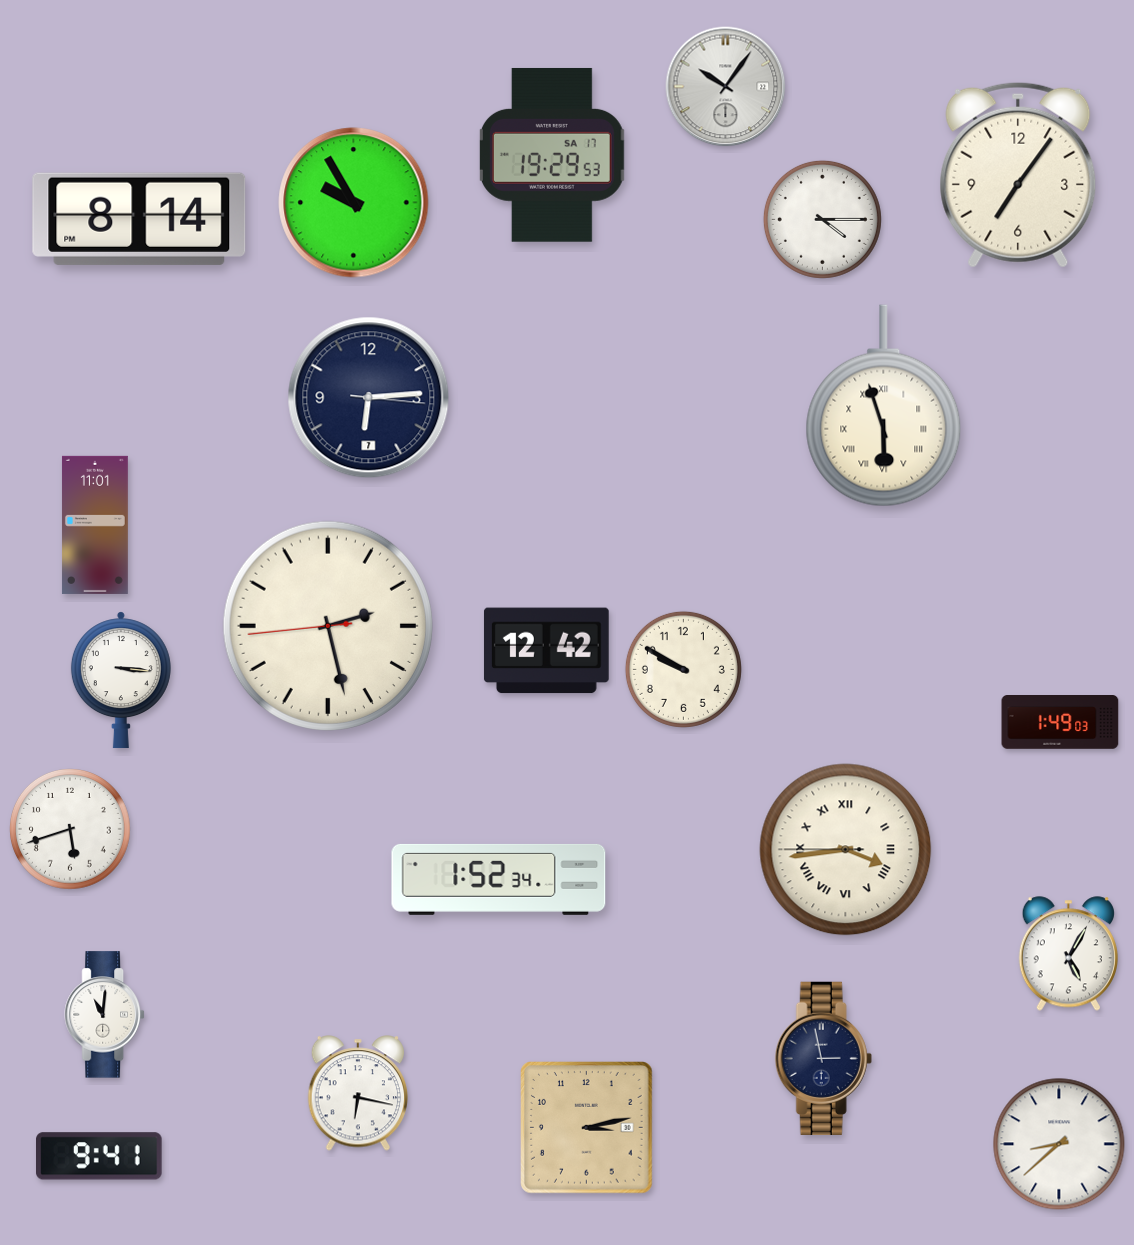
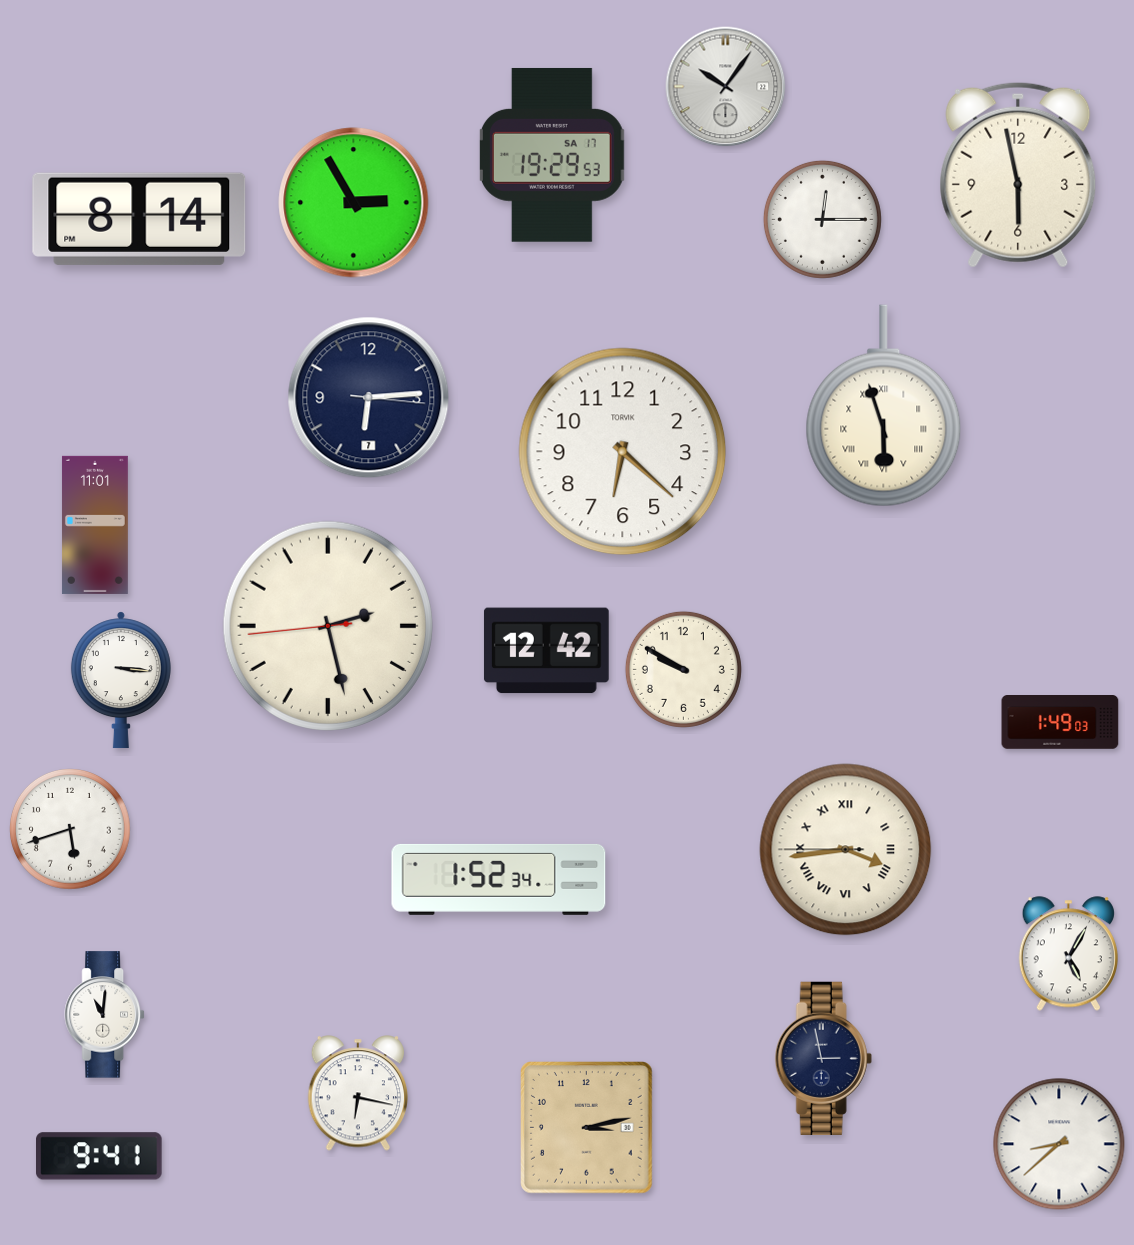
clock at (1018, 175): 7:06 -> 5:58
clock at (354, 203): 9:55 -> 2:55
clock at (822, 219): 4:15 -> 12:15
clock at (623, 452): none -> 6:22
